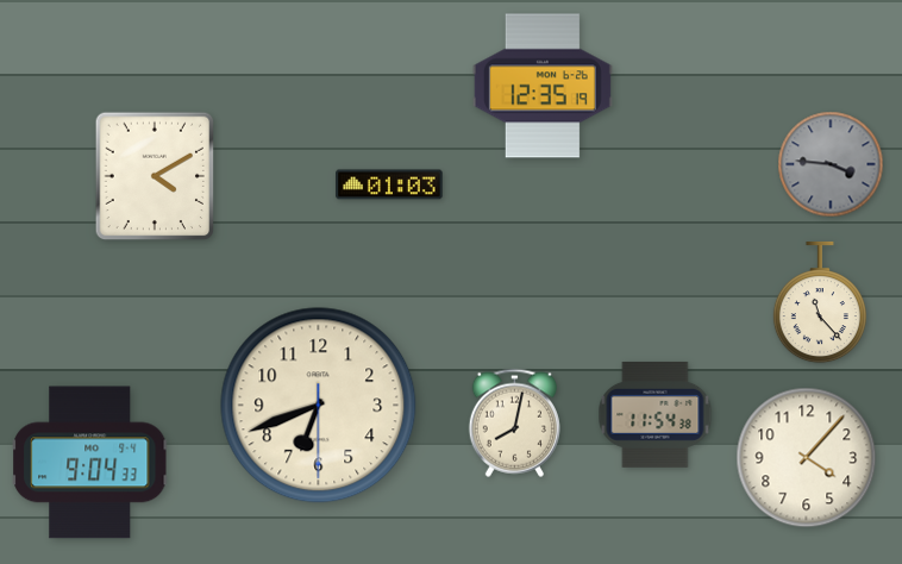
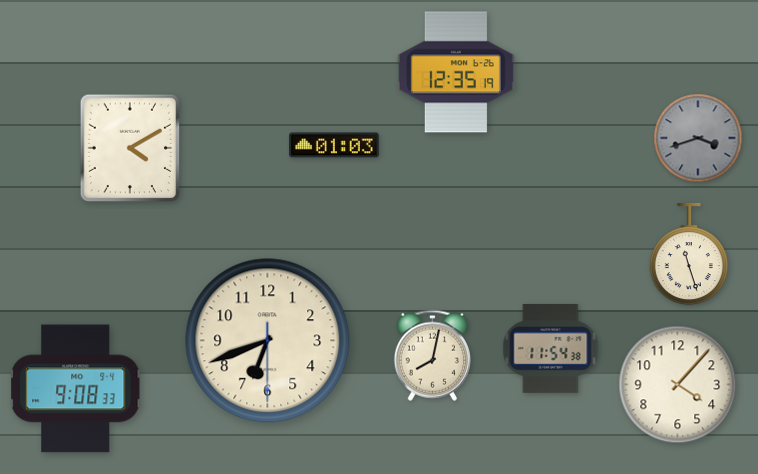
clock at (831, 164): 3:46 -> 3:42
clock at (389, 184) position: (389, 184) -> (334, 145)
clock at (820, 302): 11:23 -> 11:27
clock at (90, 463): 9:04 -> 9:08
